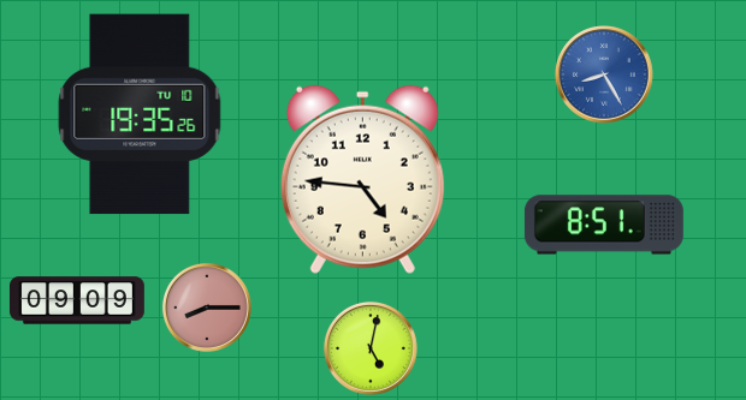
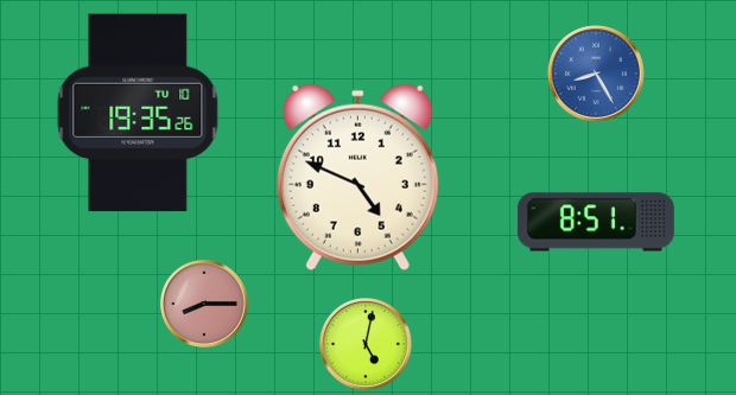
clock at (362, 179): 4:46 -> 4:49
clock at (77, 300): 09:09 -> none
